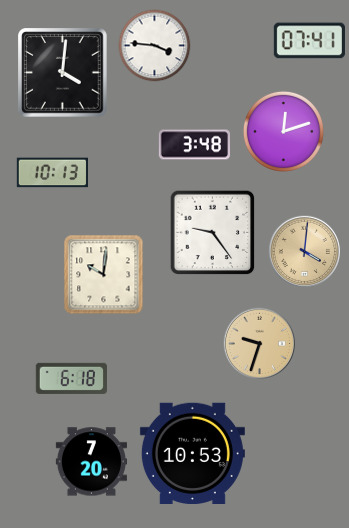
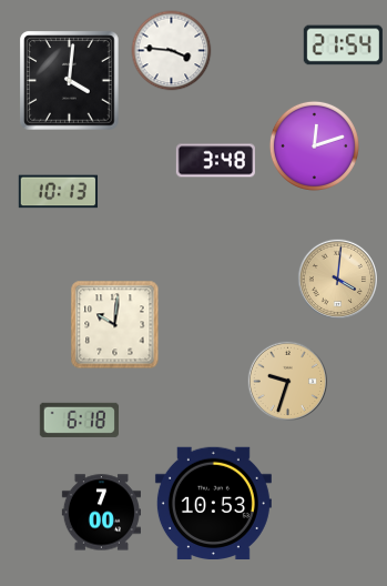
clock at (309, 41): 07:41 -> 21:54
clock at (213, 233): 9:24 -> none
clock at (104, 275) position: (104, 275) -> (115, 325)
clock at (91, 462): 7:20 -> 7:00
